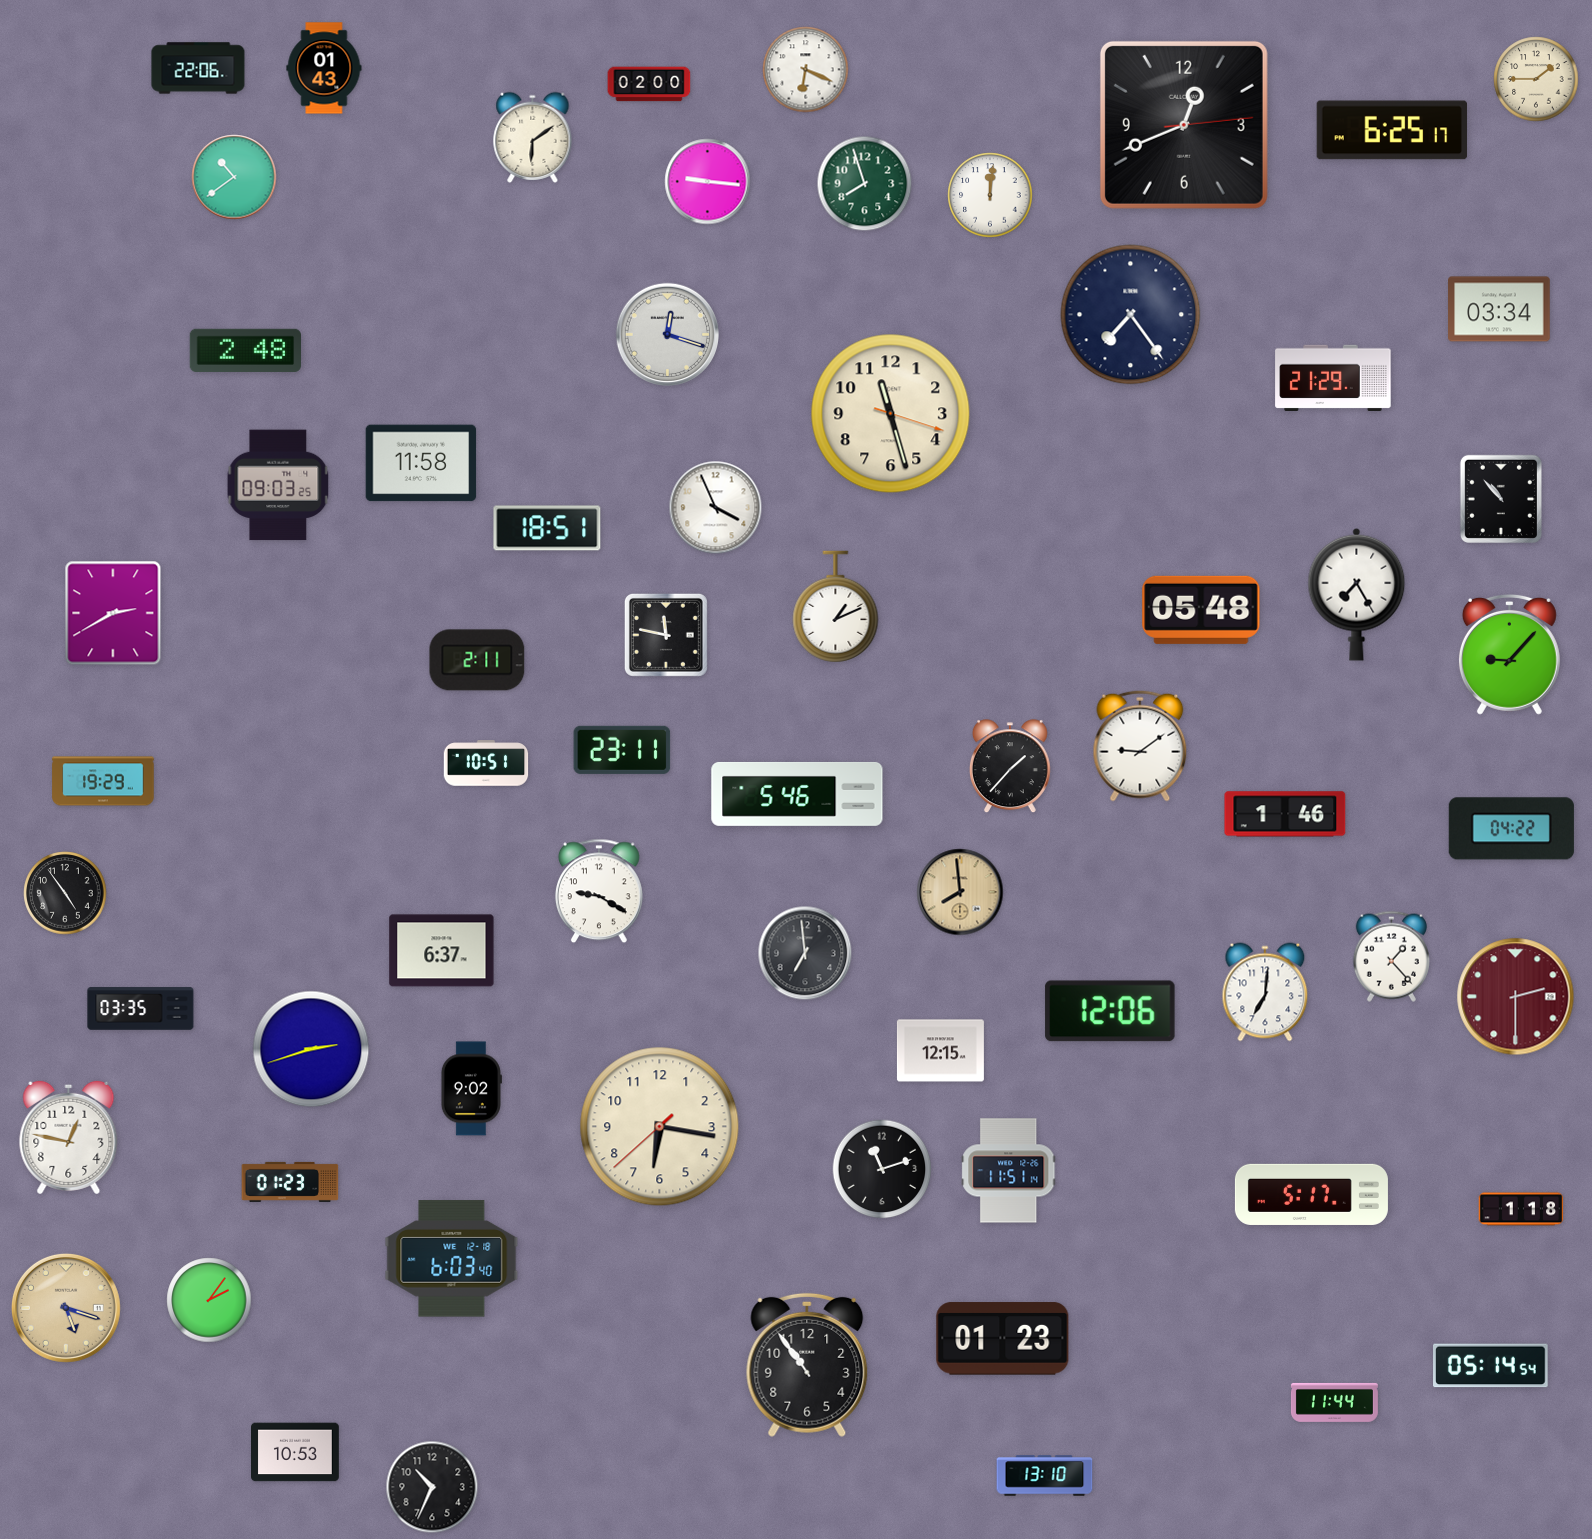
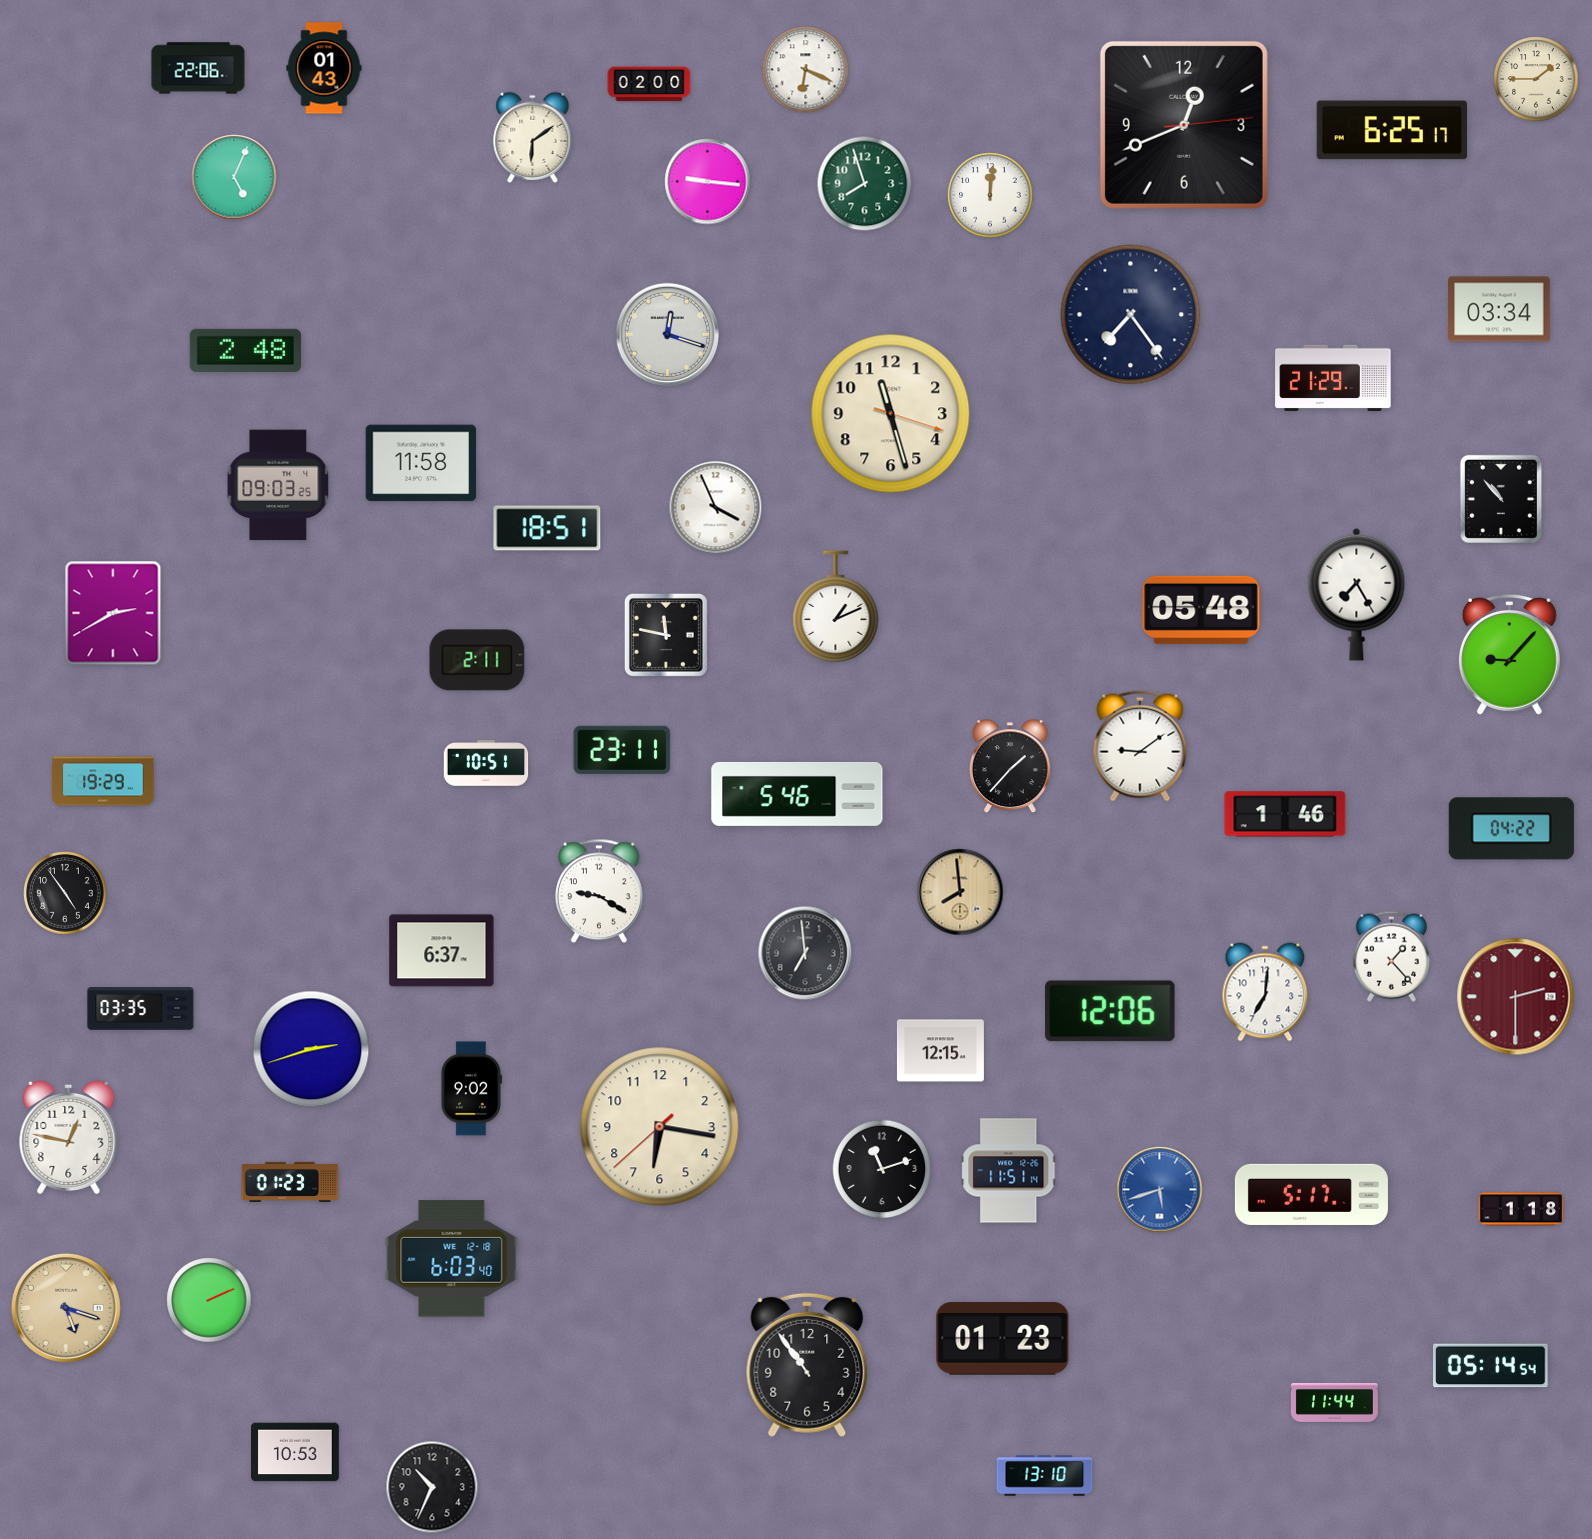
clock at (234, 177): 10:39 -> 5:04
clock at (1160, 1190): none -> 5:42
clock at (209, 1300): 2:06 -> 2:11
